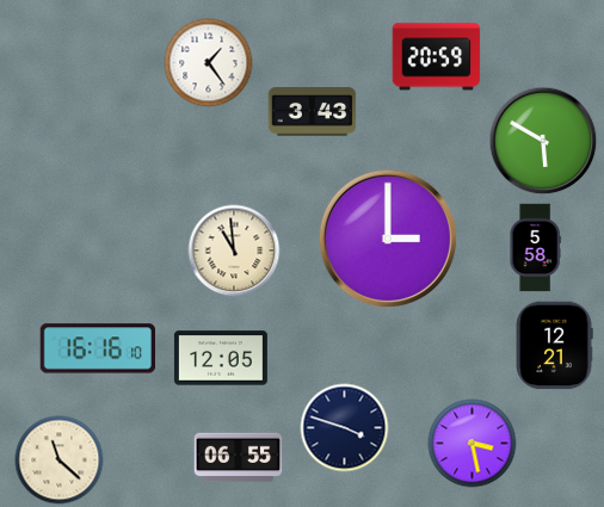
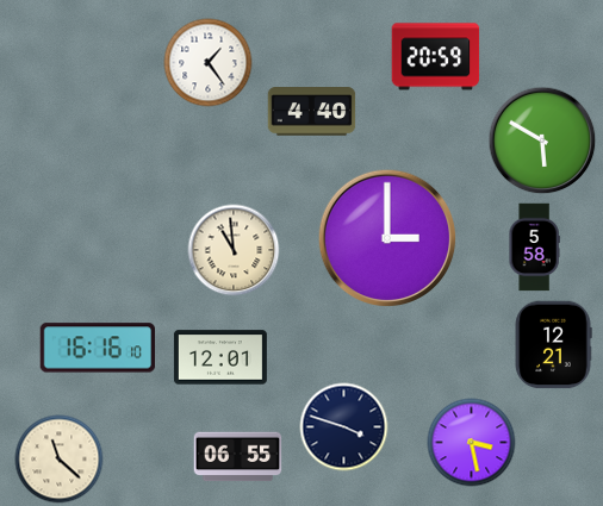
clock at (313, 112): 3:43 -> 4:40
clock at (221, 358): 12:05 -> 12:01
